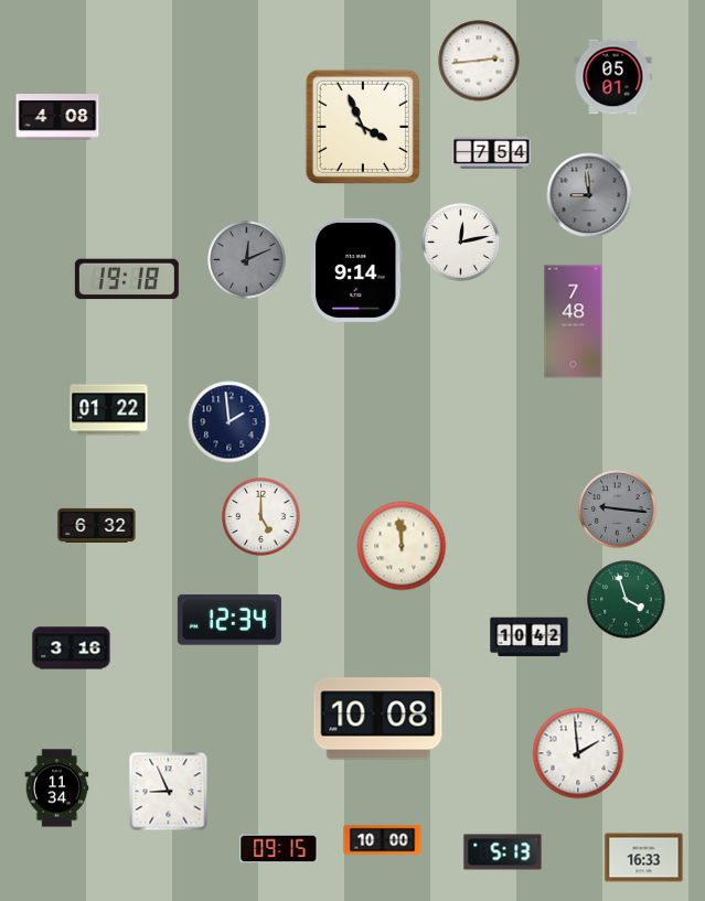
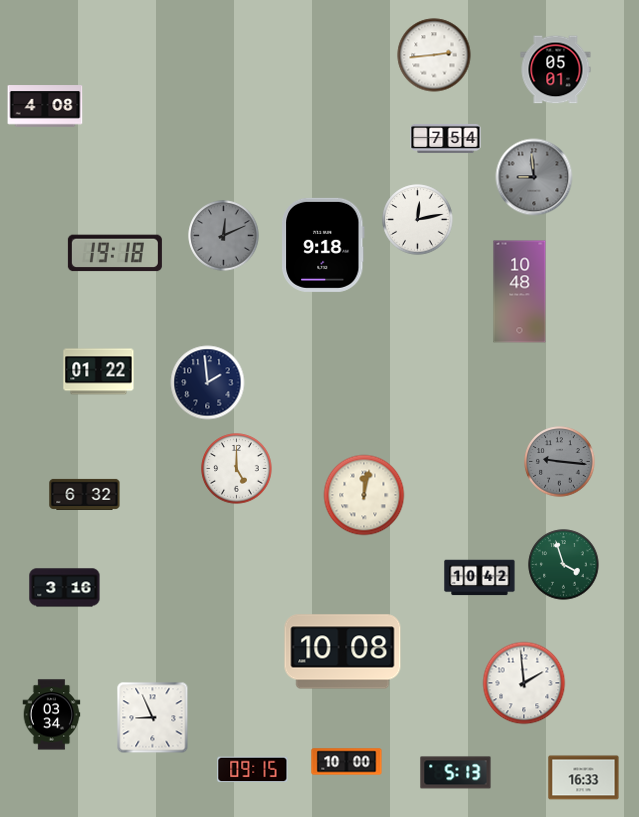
clock at (57, 117) position: (57, 117) -> (45, 106)
clock at (362, 126): 3:56 -> none
clock at (356, 270): 9:14 -> 9:18
clock at (574, 322): 7:48 -> 10:48
clock at (97, 525) position: (97, 525) -> (85, 494)
clock at (402, 546): 11:59 -> 12:02
clock at (627, 600) position: (627, 600) -> (564, 565)
clock at (229, 620): 12:34 -> none
clock at (57, 789): 11:34 -> 03:34
